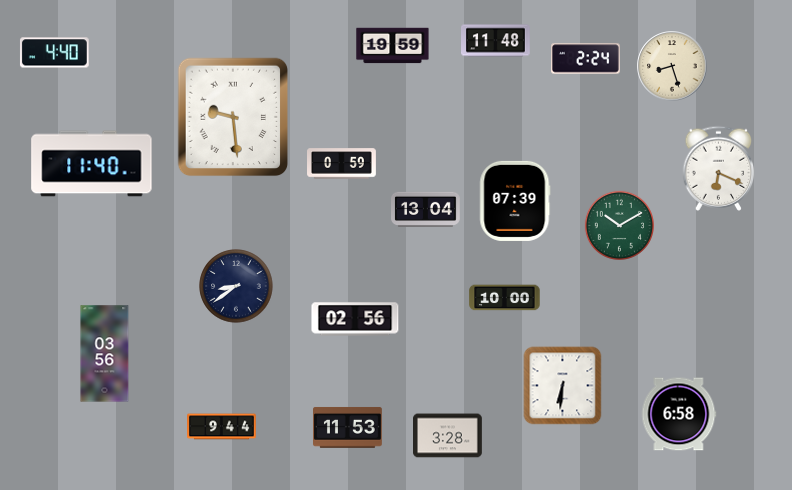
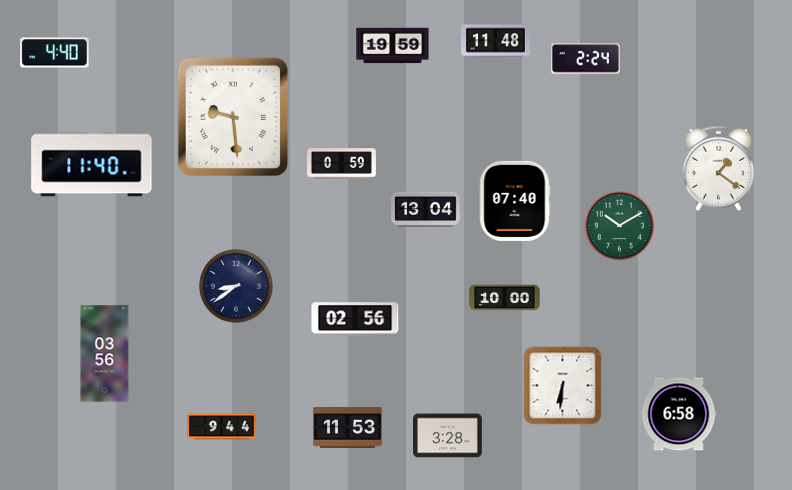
clock at (672, 66): 8:27 -> none
clock at (719, 168): 6:19 -> 1:21
clock at (515, 201): 07:39 -> 07:40
